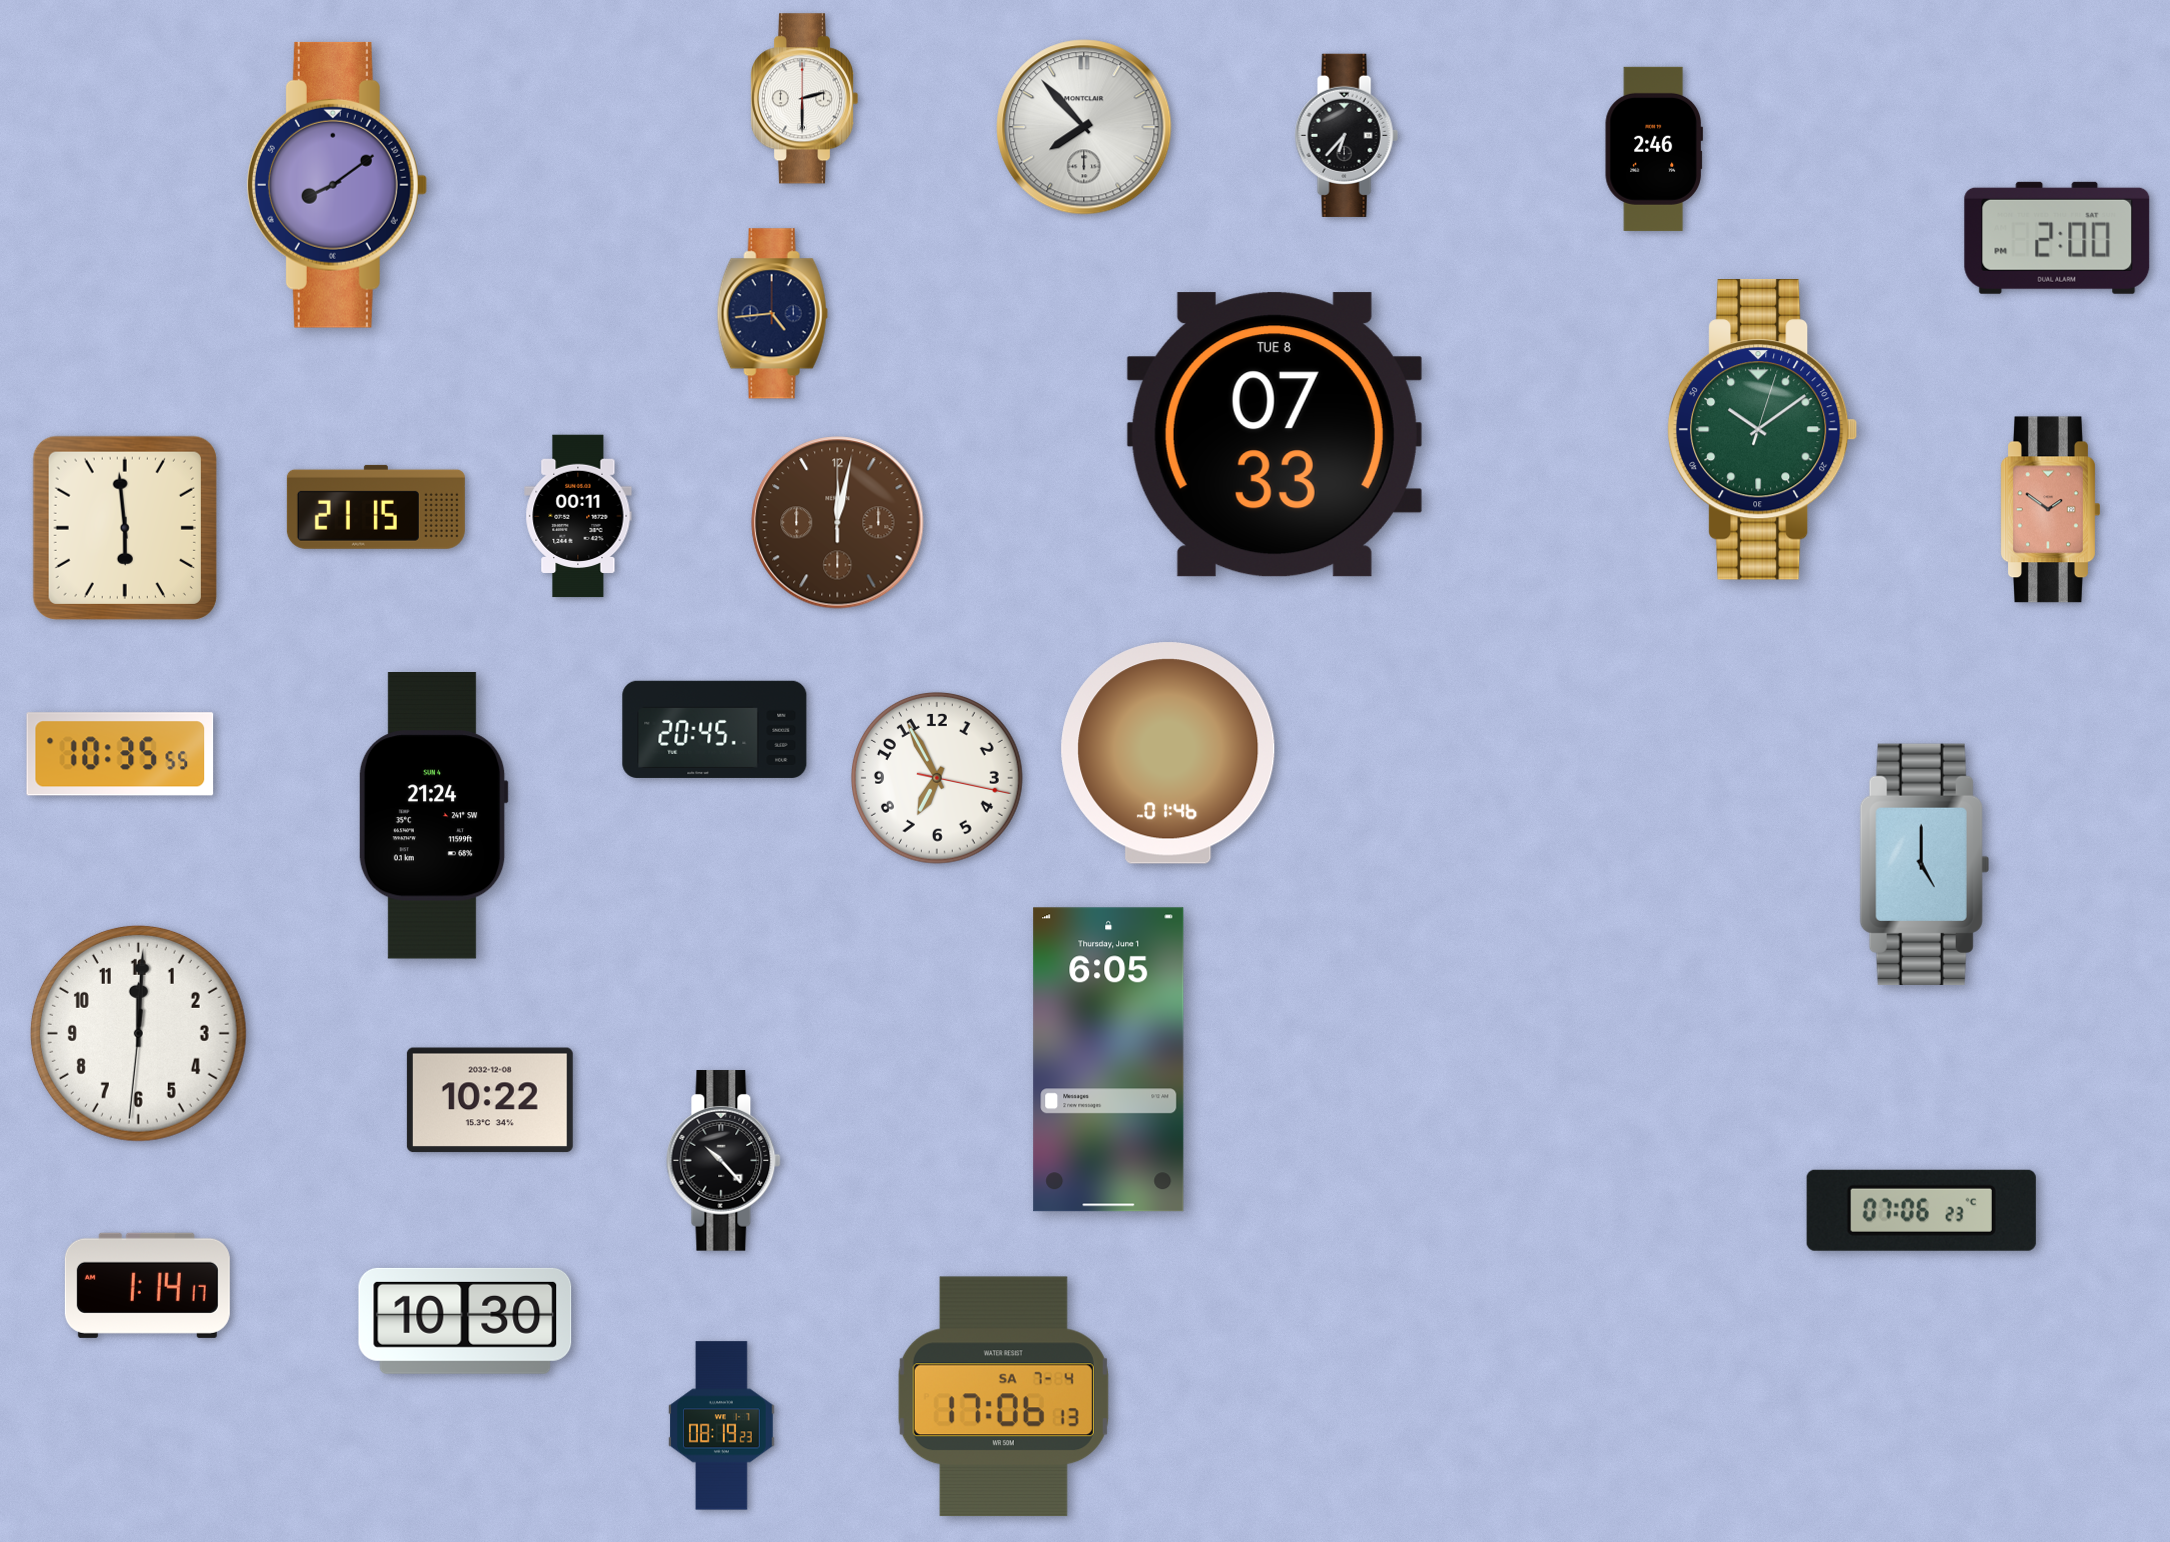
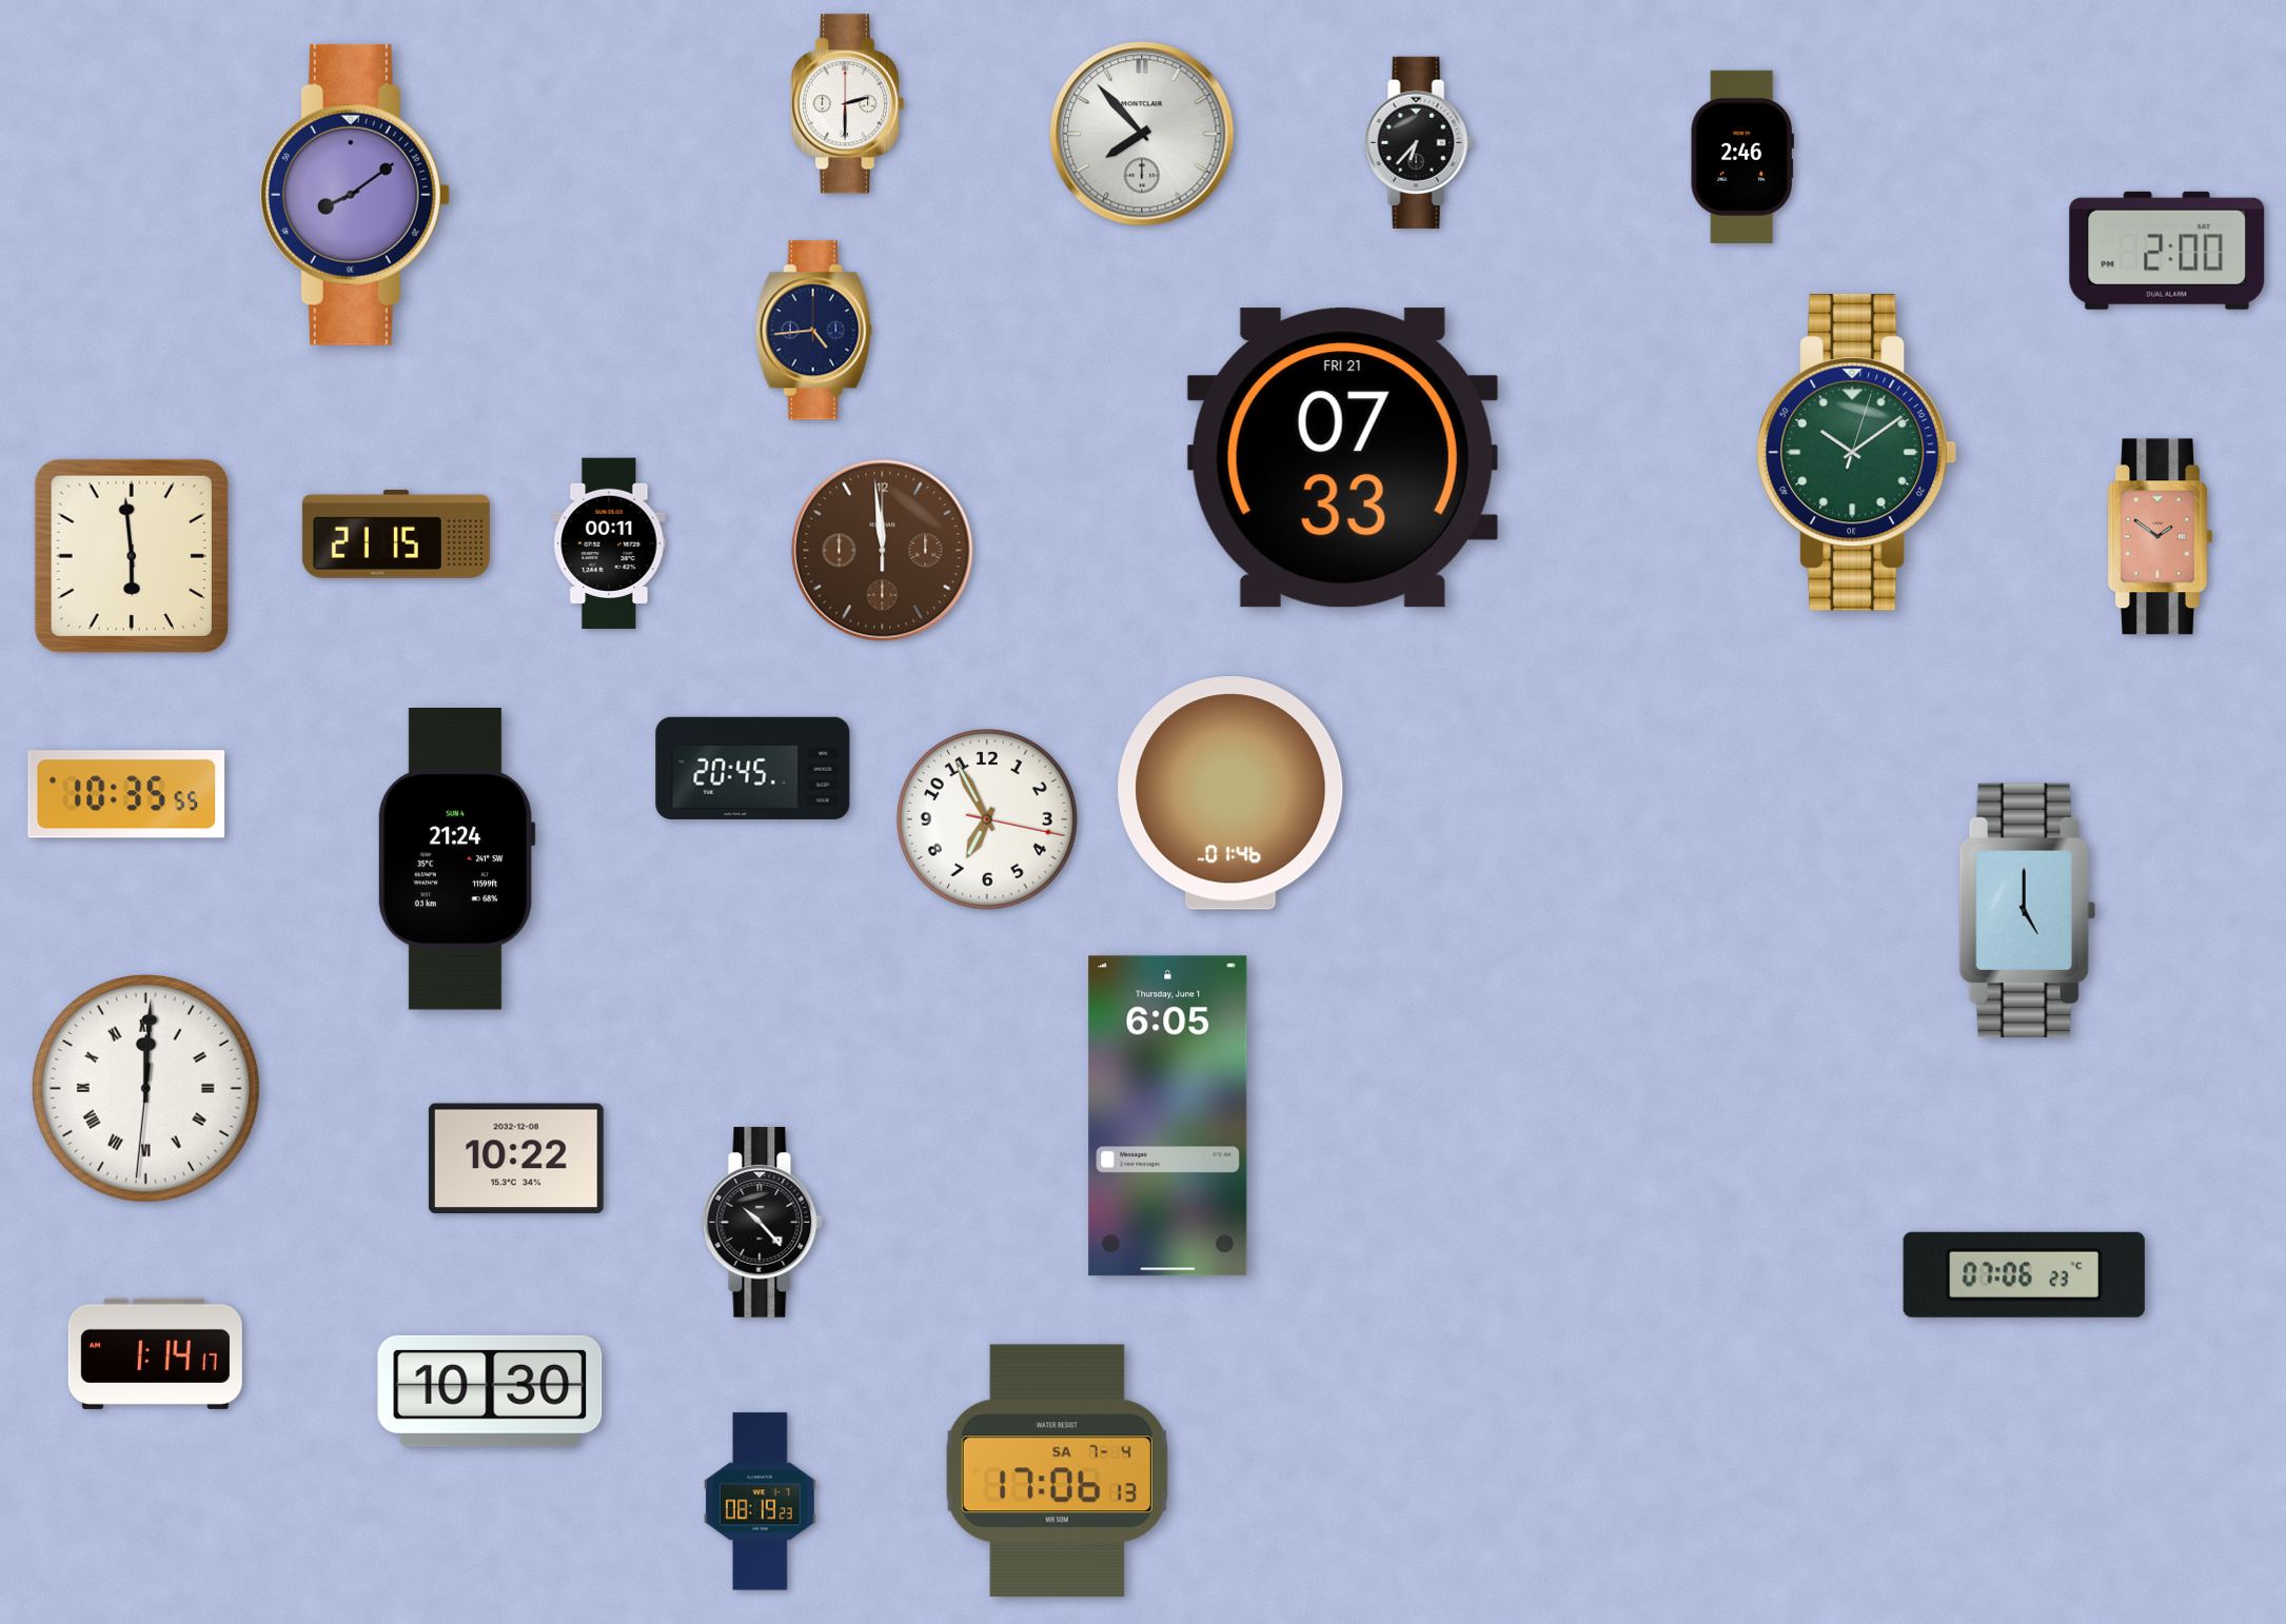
clock at (1274, 435) date: TUE 8 -> FRI 21
clock at (838, 523): 12:02 -> 11:59
clock at (138, 1033) numerals: Arabic -> Roman
